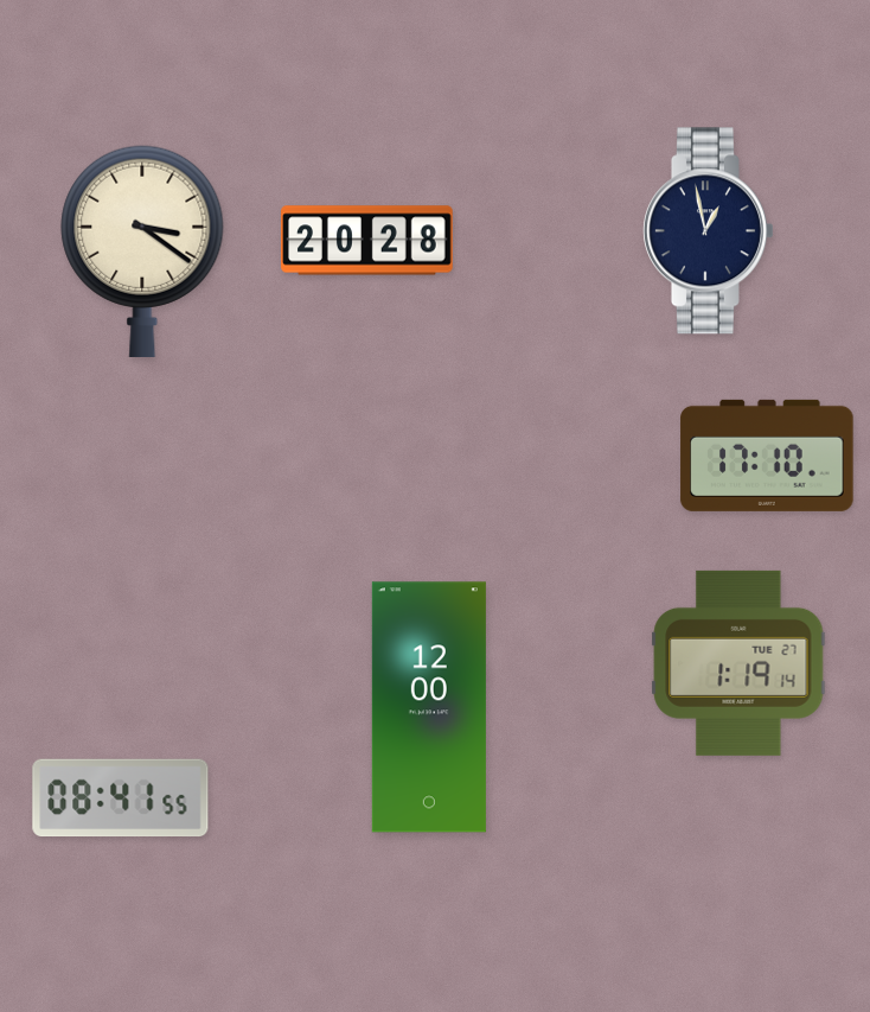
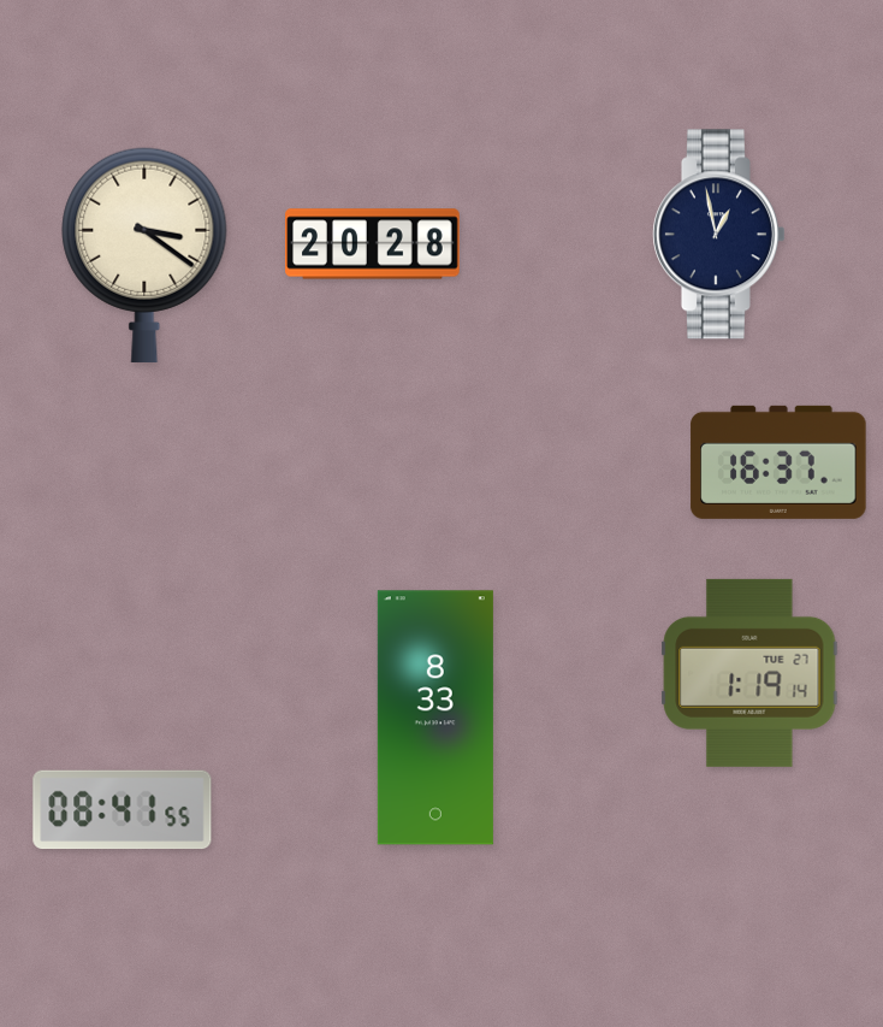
clock at (767, 456): 17:10 -> 16:37
clock at (429, 707): 12:00 -> 8:33
